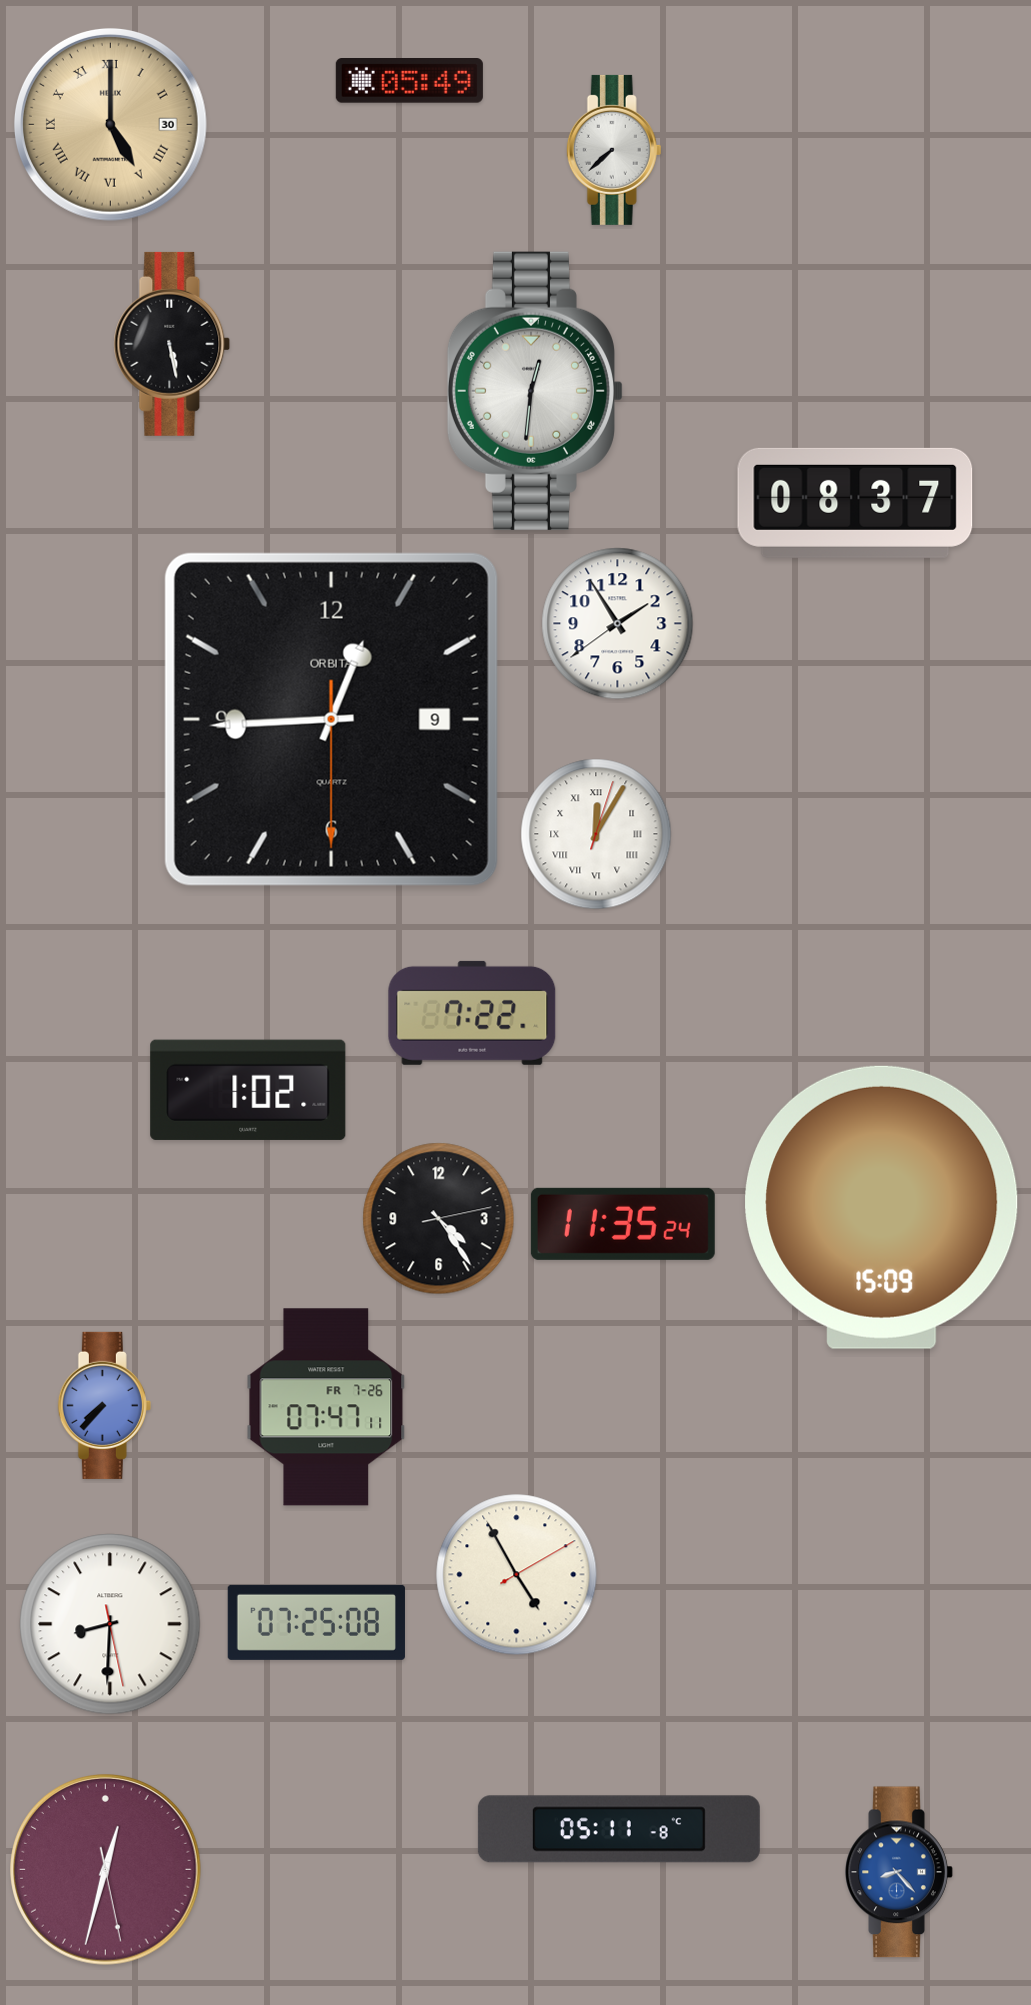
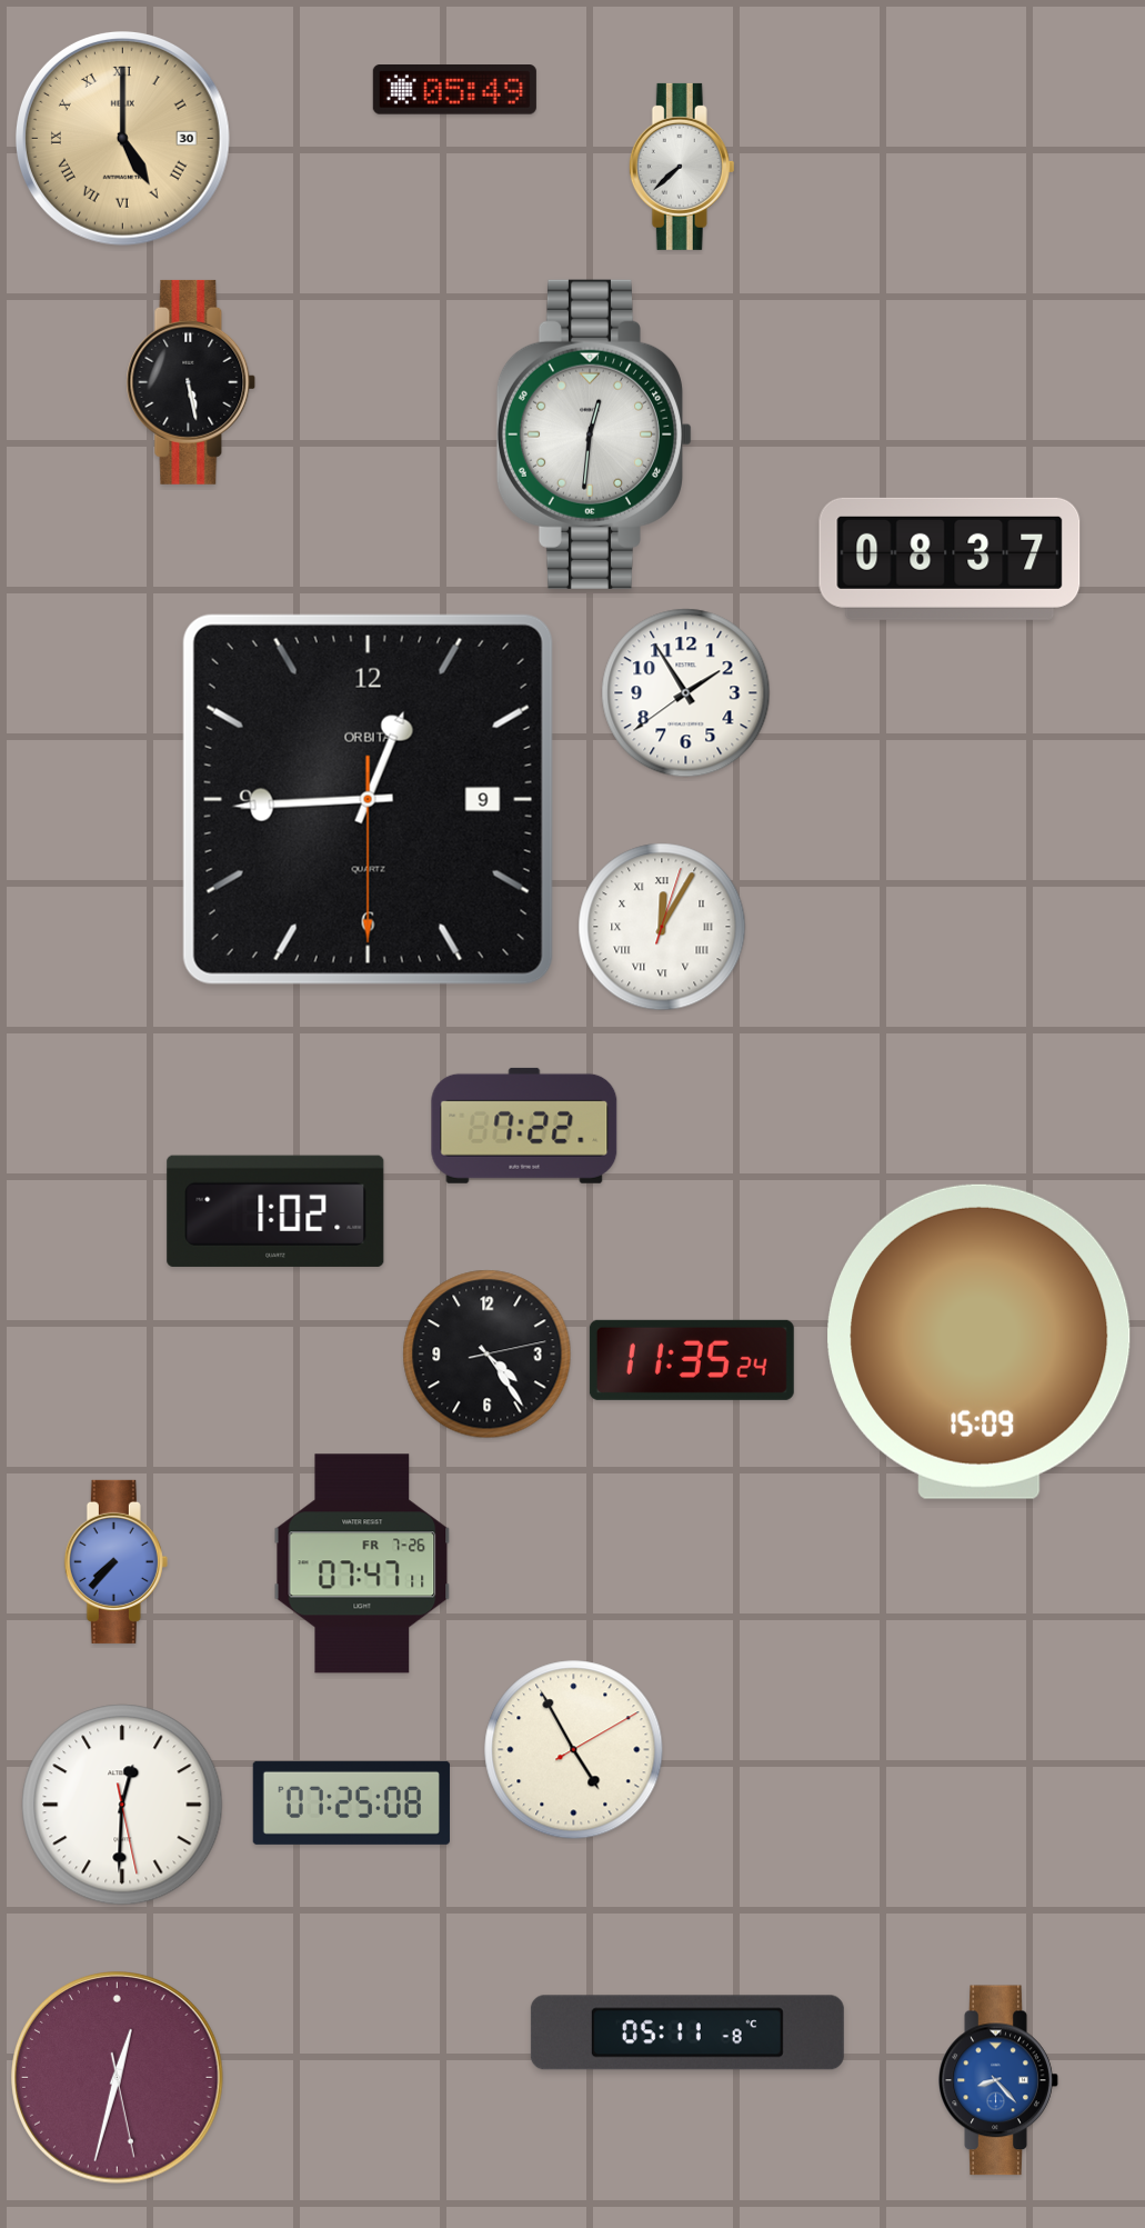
clock at (110, 1624): 8:30 -> 12:30
